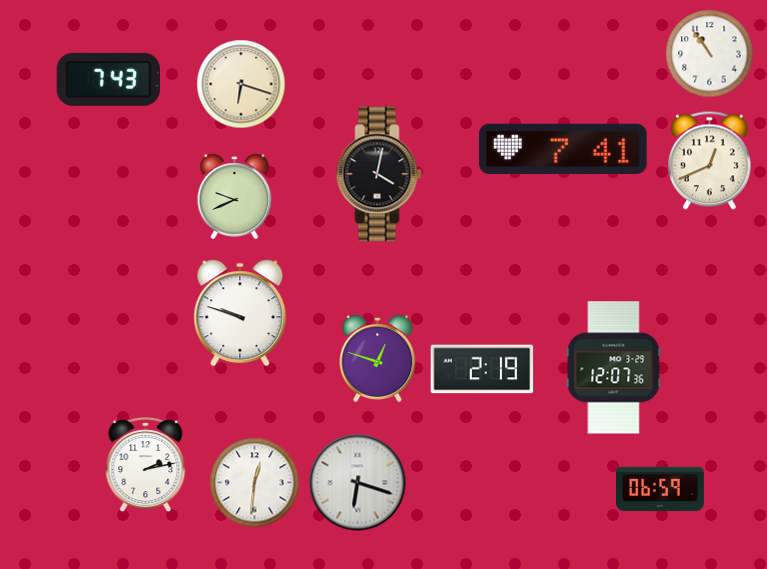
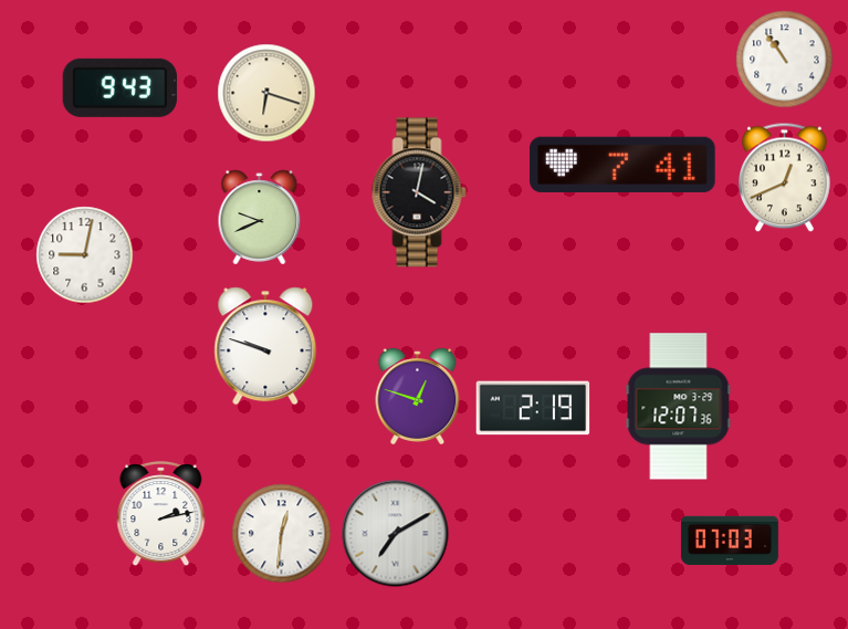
clock at (108, 79): 7:43 -> 9:43
clock at (85, 255): none -> 9:02
clock at (358, 483): 6:18 -> 7:10
clock at (660, 489): 06:59 -> 07:03
